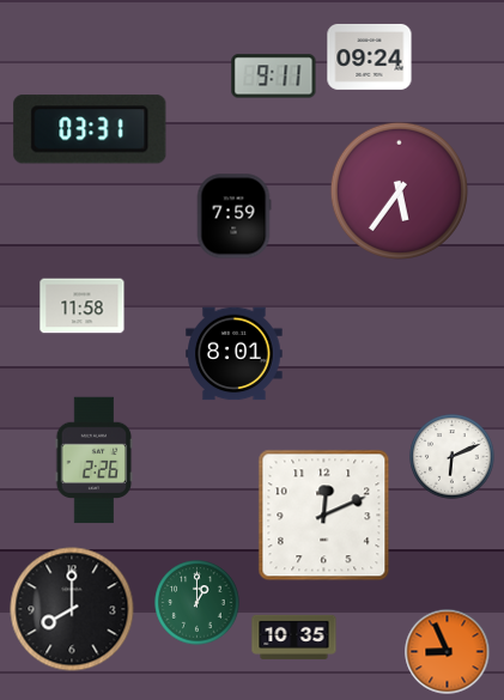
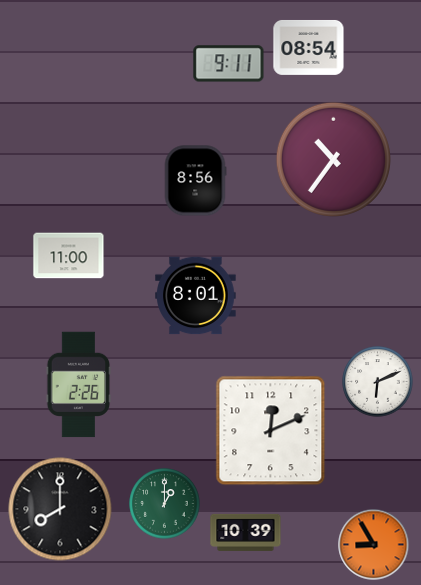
clock at (370, 56): 09:24 -> 08:54
clock at (90, 129): 03:31 -> none
clock at (399, 190): 5:36 -> 10:36
clock at (233, 217): 7:59 -> 8:56
clock at (83, 306): 11:58 -> 11:00
clock at (294, 637): 10:35 -> 10:39
clock at (448, 652): 8:56 -> 8:55
